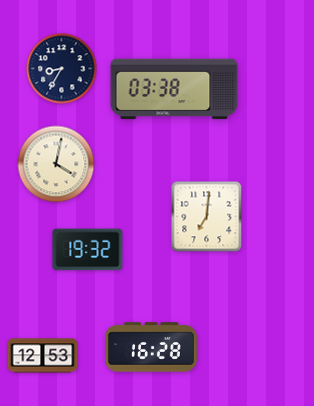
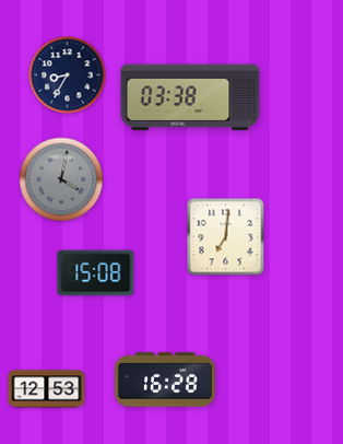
clock at (56, 164) dial: cream -> grey
clock at (88, 250): 19:32 -> 15:08
